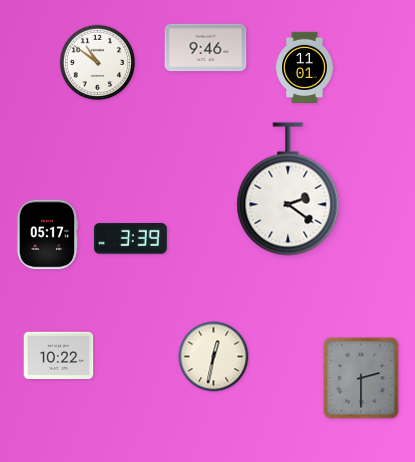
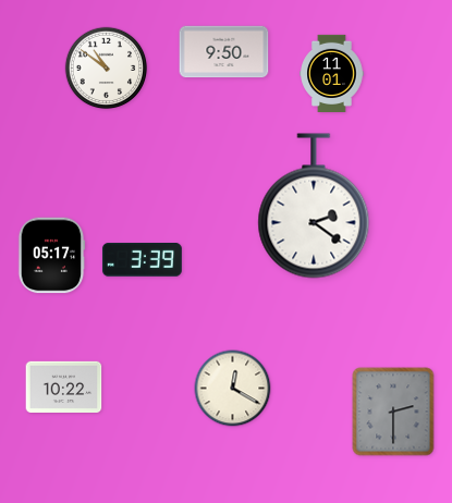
clock at (206, 48): 9:46 -> 9:50
clock at (214, 357): 12:32 -> 12:20
